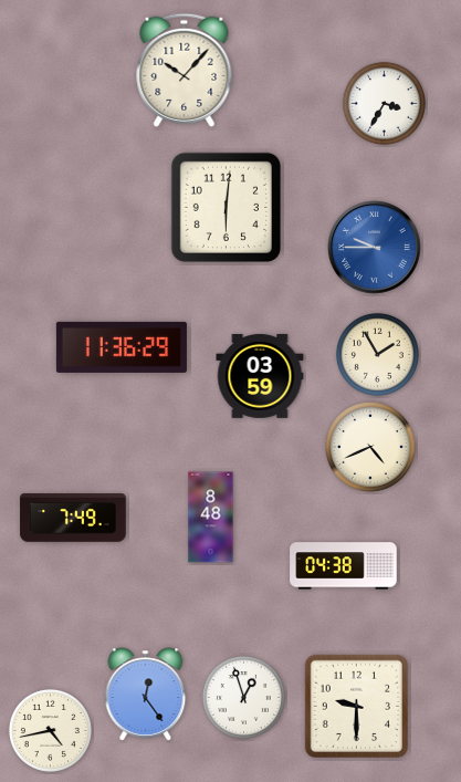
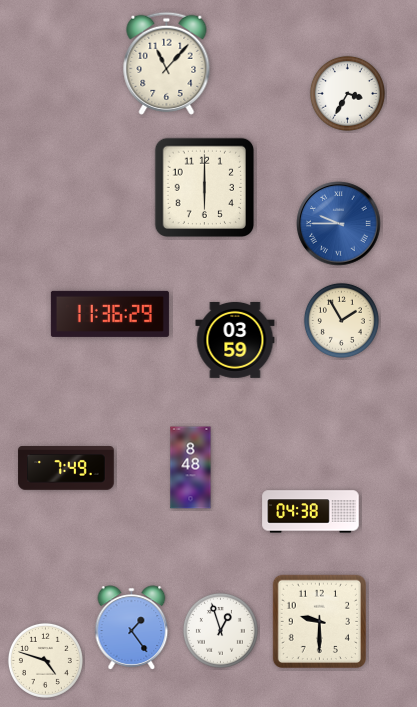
clock at (185, 70): 10:07 -> 11:07
clock at (226, 207): 6:01 -> 6:00
clock at (370, 447): 4:41 -> none
clock at (146, 695): 12:24 -> 1:24
clock at (356, 706) position: (356, 706) -> (319, 621)
clock at (50, 730): 4:43 -> 4:48
